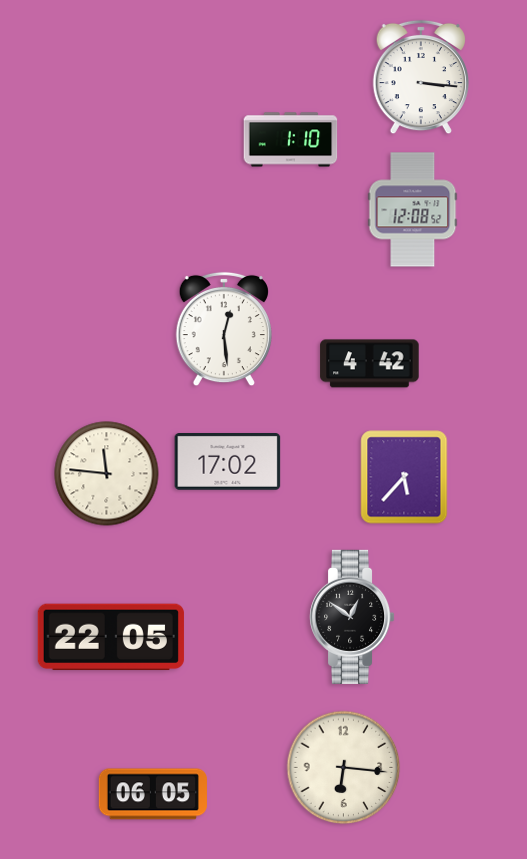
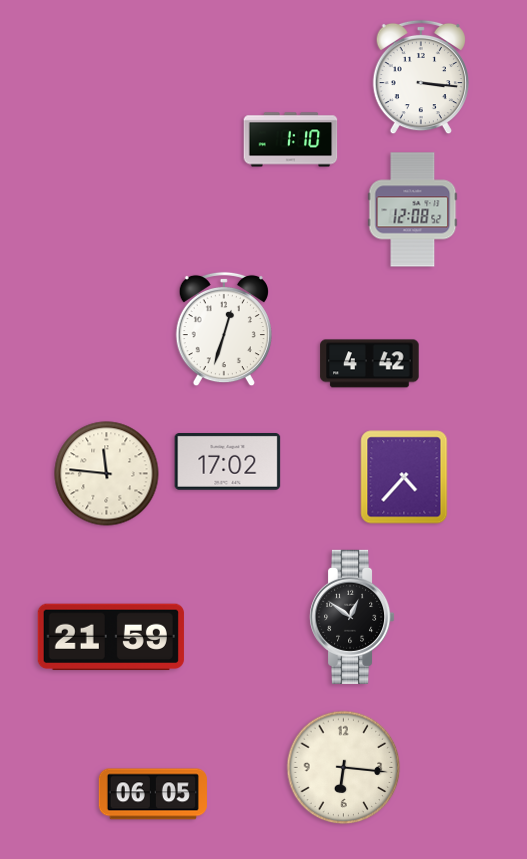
clock at (224, 329): 12:29 -> 12:33
clock at (404, 477): 5:37 -> 4:37
clock at (111, 637): 22:05 -> 21:59
